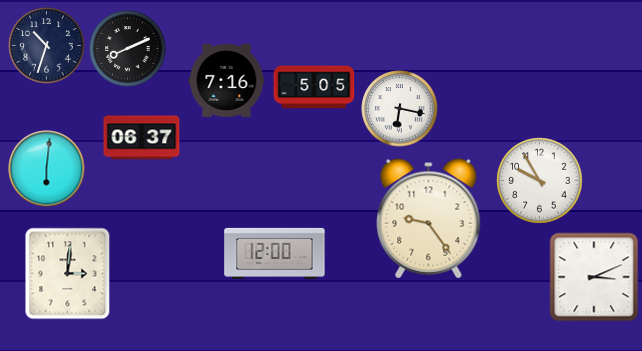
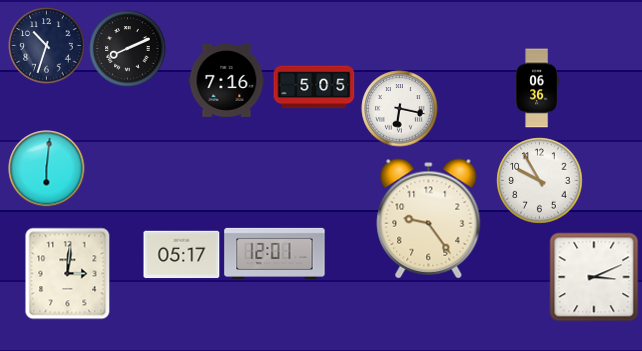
clock at (536, 88): none -> 06:36
clock at (142, 138): 06:37 -> none
clock at (275, 253): 12:00 -> 12:01
clock at (182, 255): none -> 05:17
